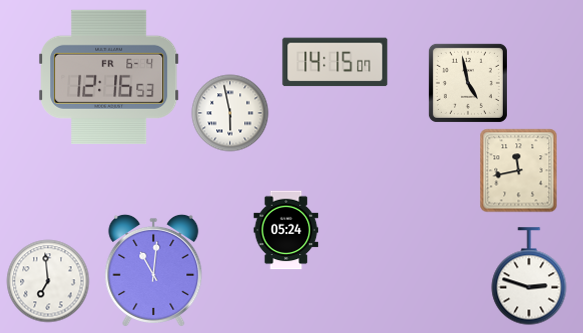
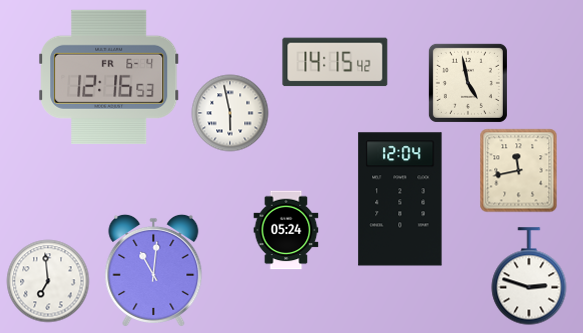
clock at (335, 62): 14:15:07 -> 14:15:42
clock at (400, 199): none -> 12:04
